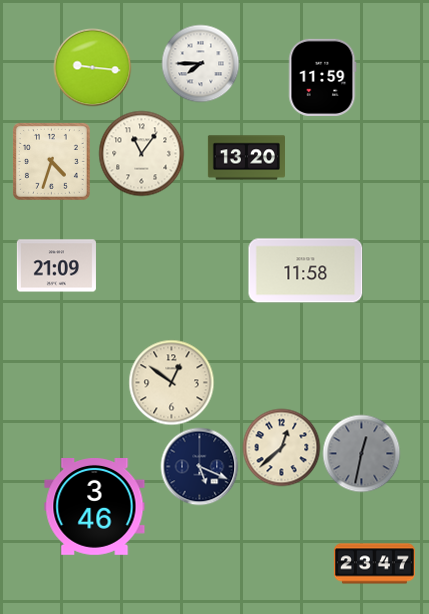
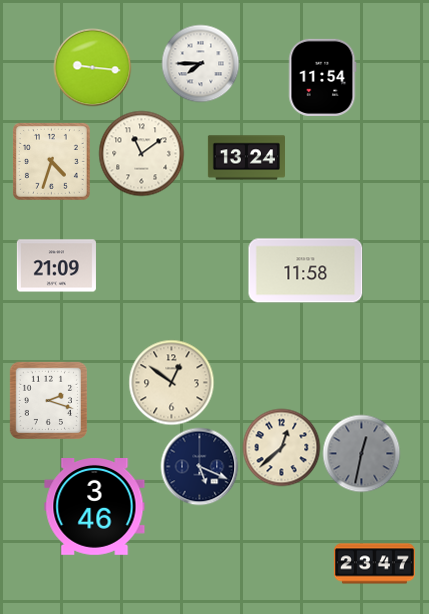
clock at (323, 77): 11:59 -> 11:54
clock at (141, 153): 11:06 -> 11:09
clock at (246, 158): 13:20 -> 13:24
clock at (48, 400): none -> 2:18
